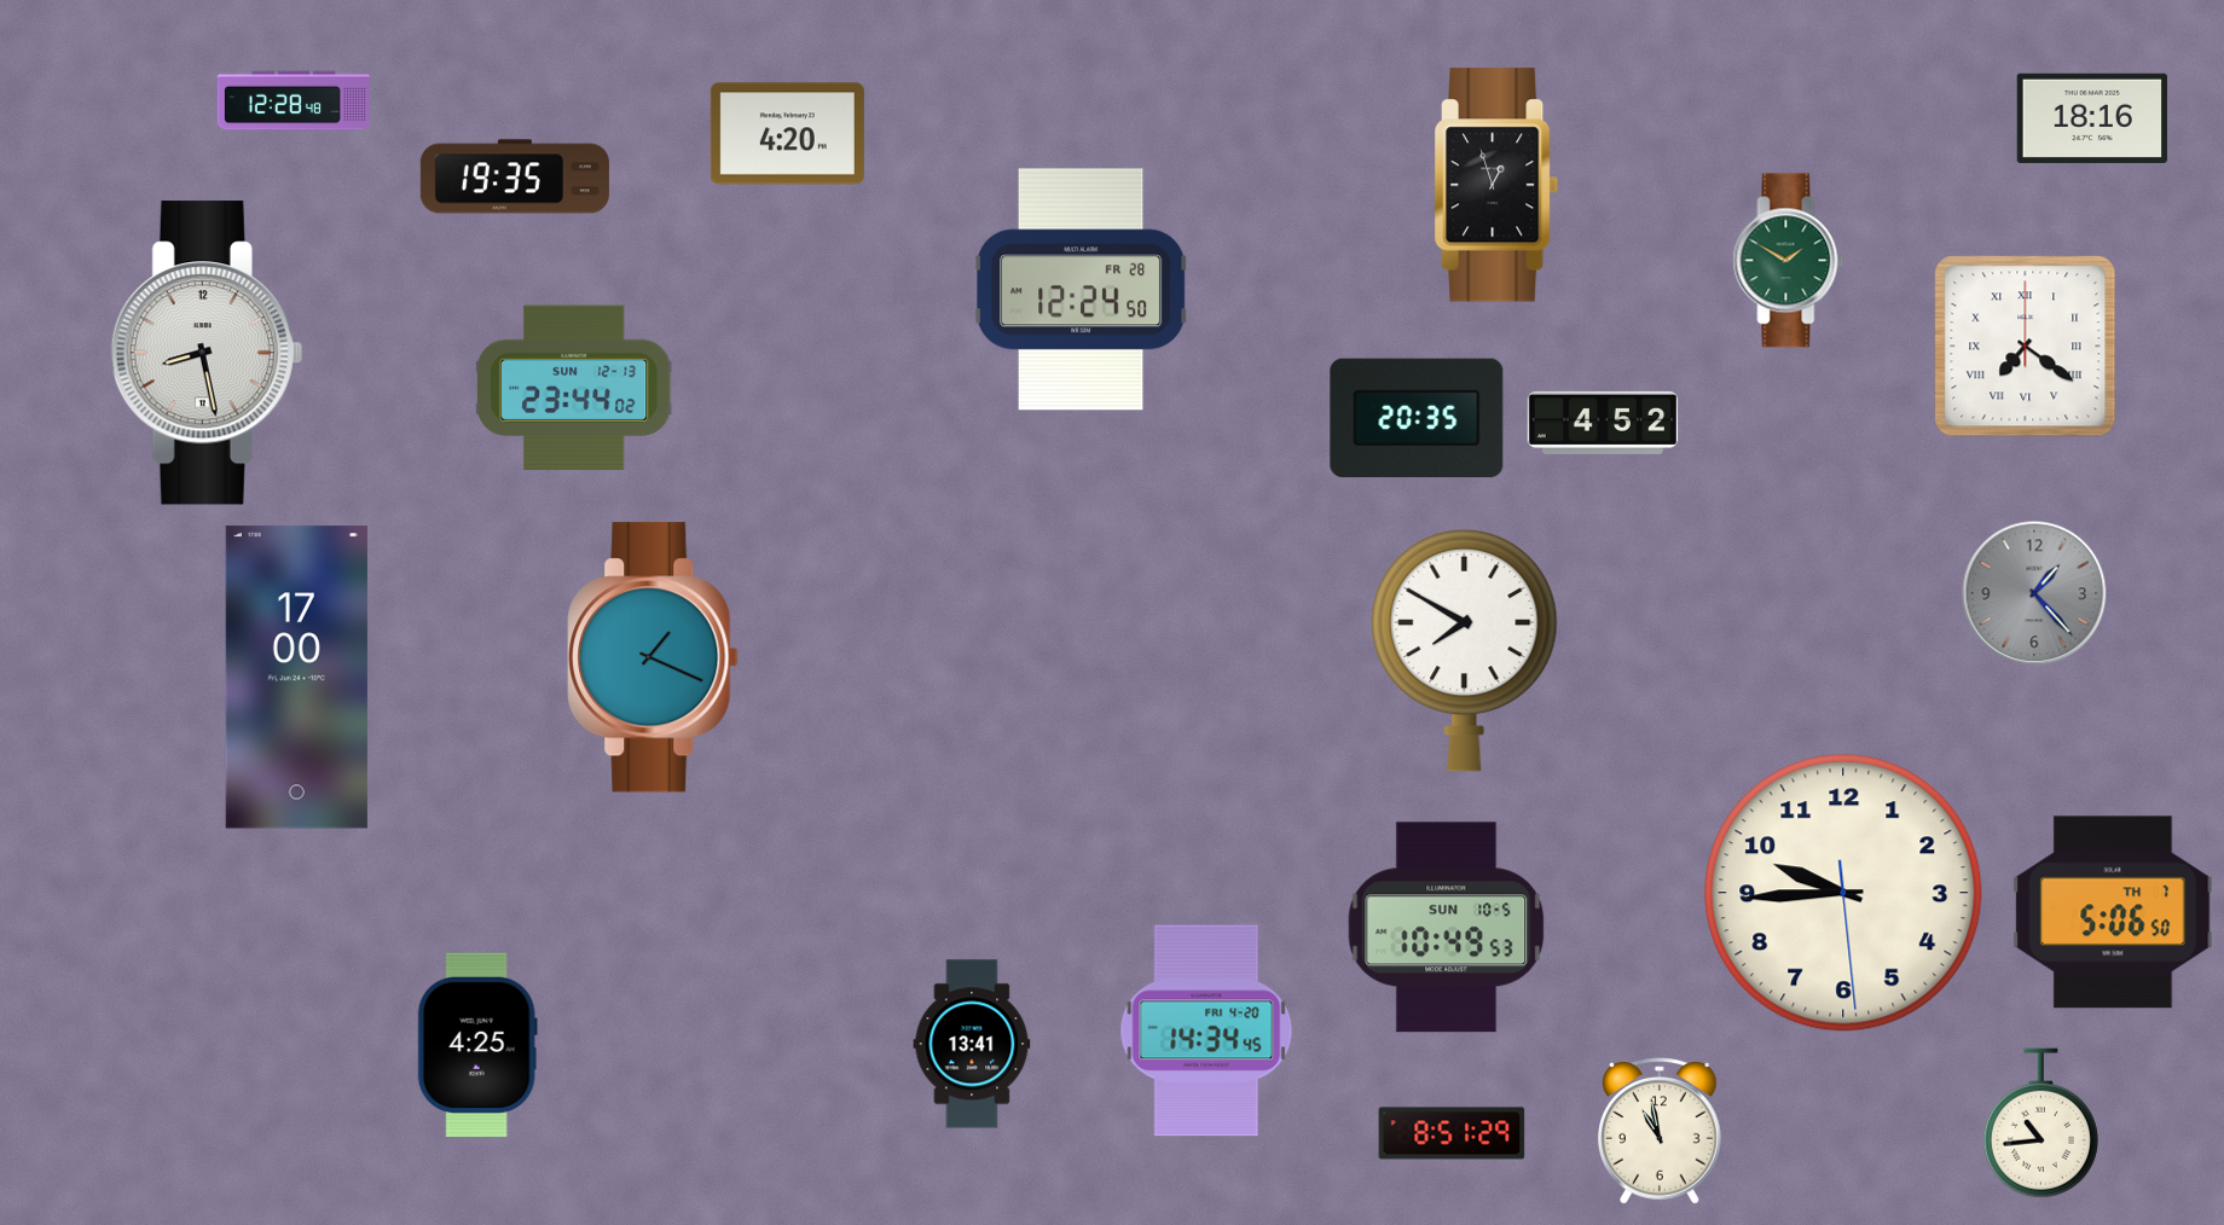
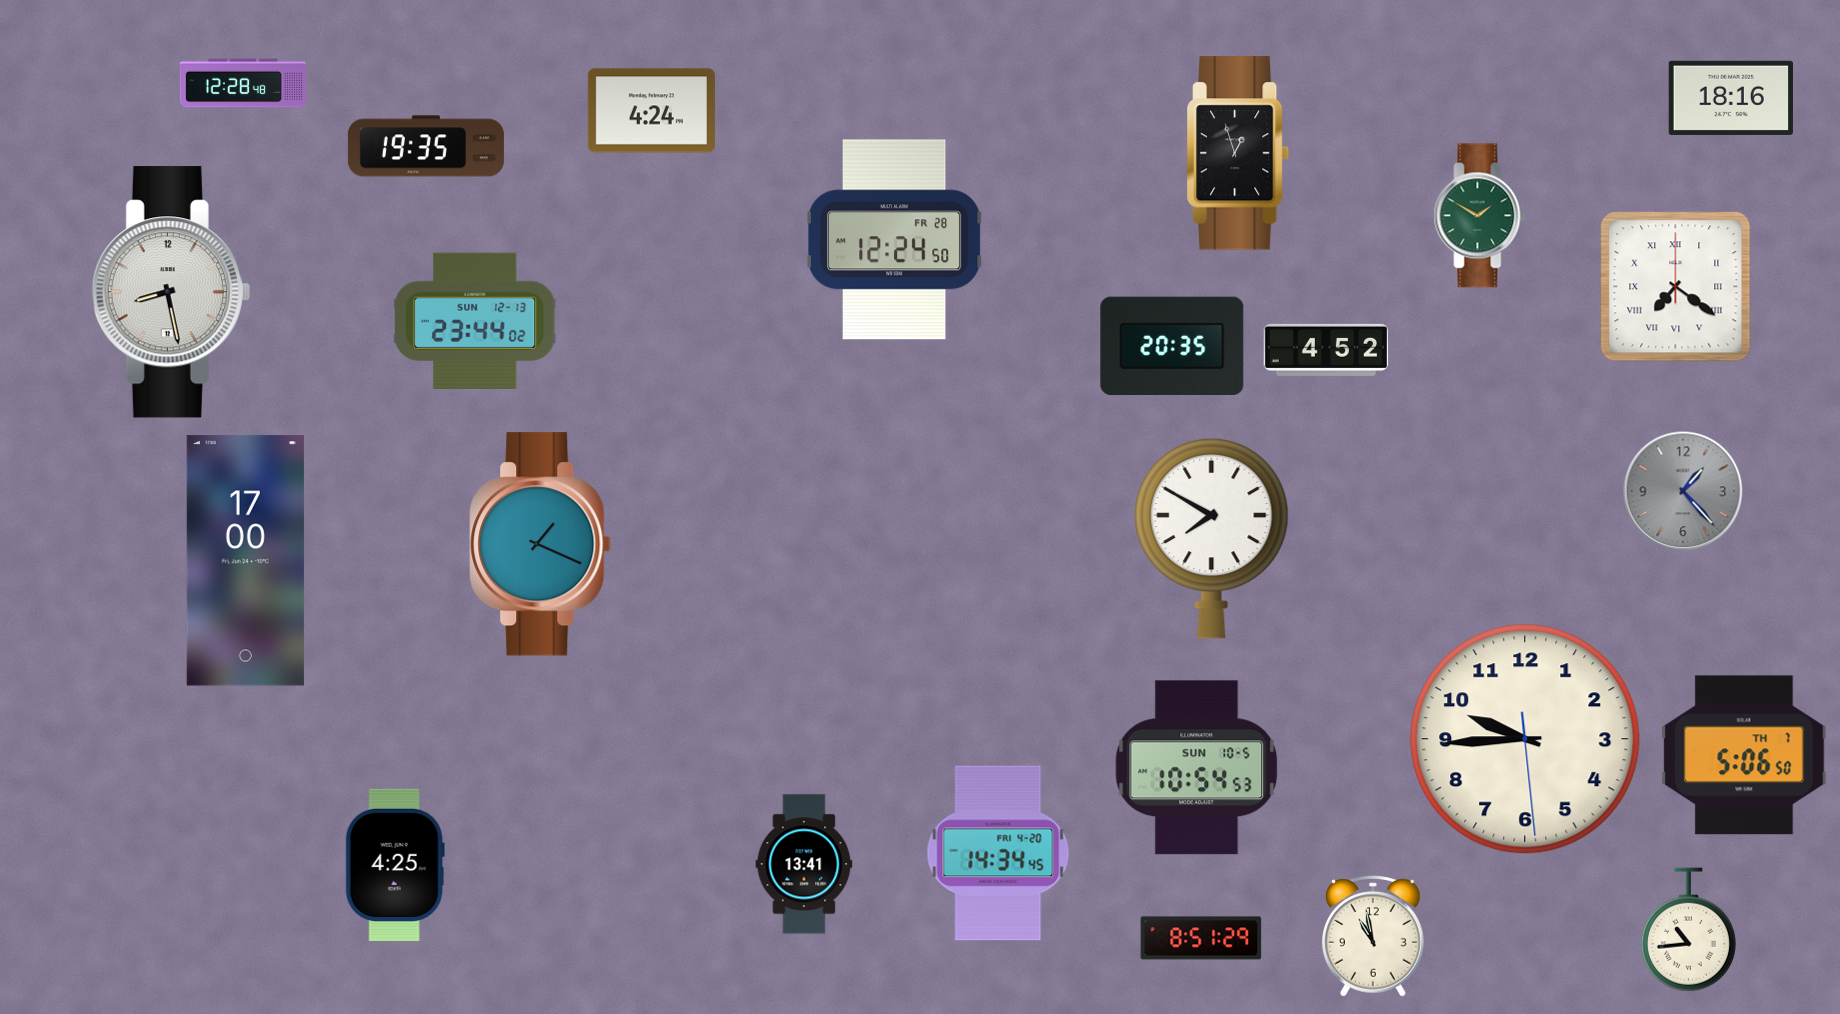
clock at (787, 134): 4:20 -> 4:24
clock at (2113, 912) position: (2113, 912) -> (1744, 755)
clock at (1447, 928): 10:49 -> 10:54
